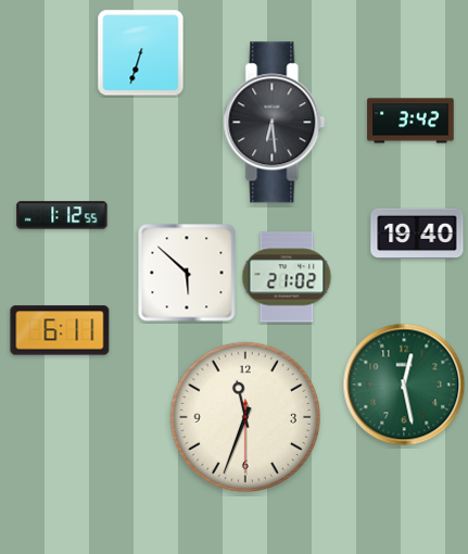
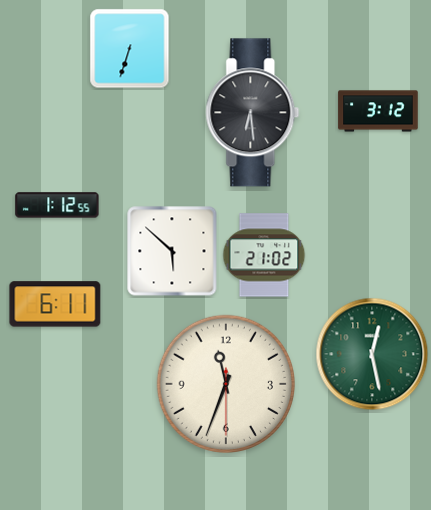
clock at (410, 121): 3:42 -> 3:12
clock at (62, 215) position: (62, 215) -> (57, 205)
clock at (417, 232): 19:40 -> none
